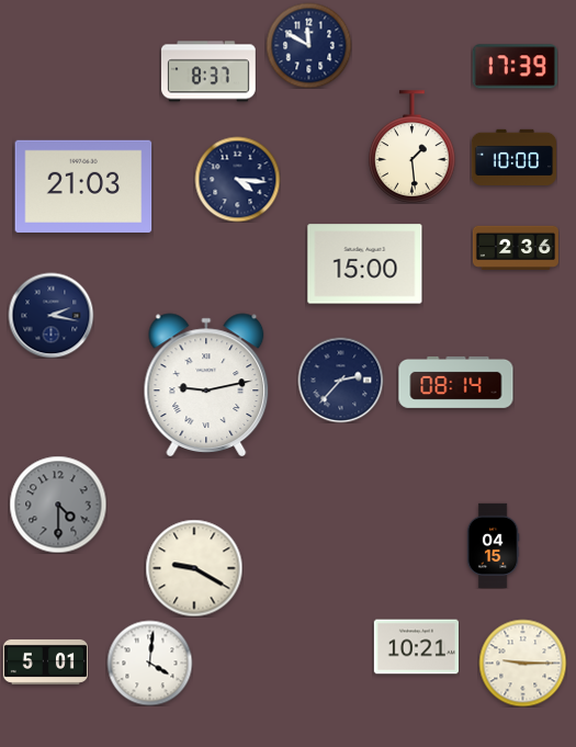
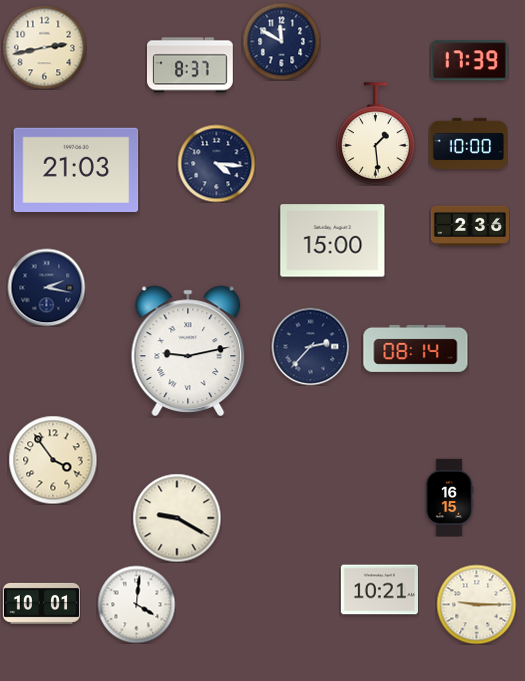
clock at (44, 47): none -> 2:43
clock at (58, 505): 4:30 -> 3:54
clock at (58, 505) dial: grey -> cream
clock at (493, 545): 04:15 -> 16:15
clock at (45, 661): 5:01 -> 10:01
